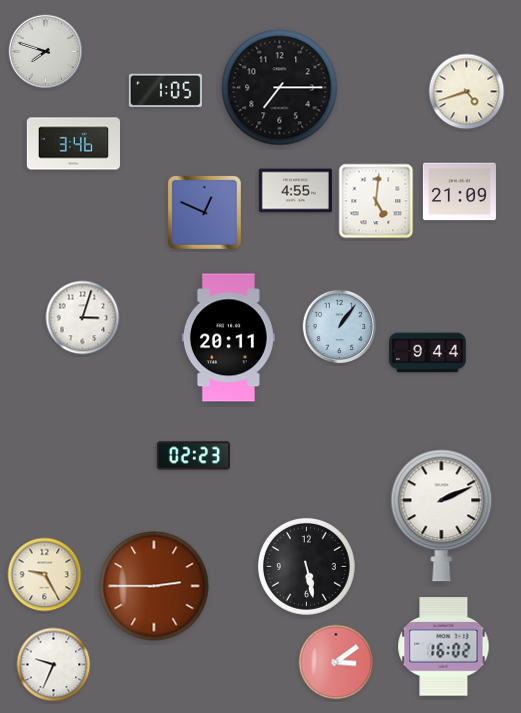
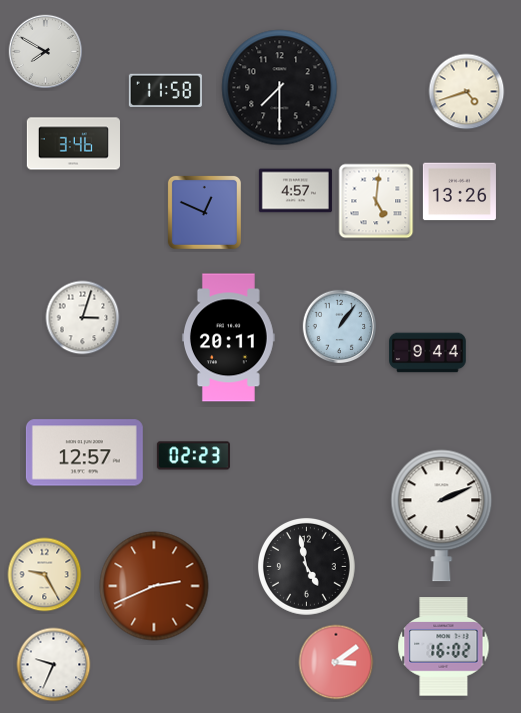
clock at (46, 52): 7:48 -> 7:50
clock at (280, 88): 7:15 -> 7:30
clock at (165, 90): 1:05 -> 11:58
clock at (295, 191): 4:55 -> 4:57
clock at (459, 192): 21:09 -> 13:26
clock at (84, 453): none -> 12:57
clock at (306, 566): 5:28 -> 4:58
clock at (154, 586): 2:45 -> 2:41
